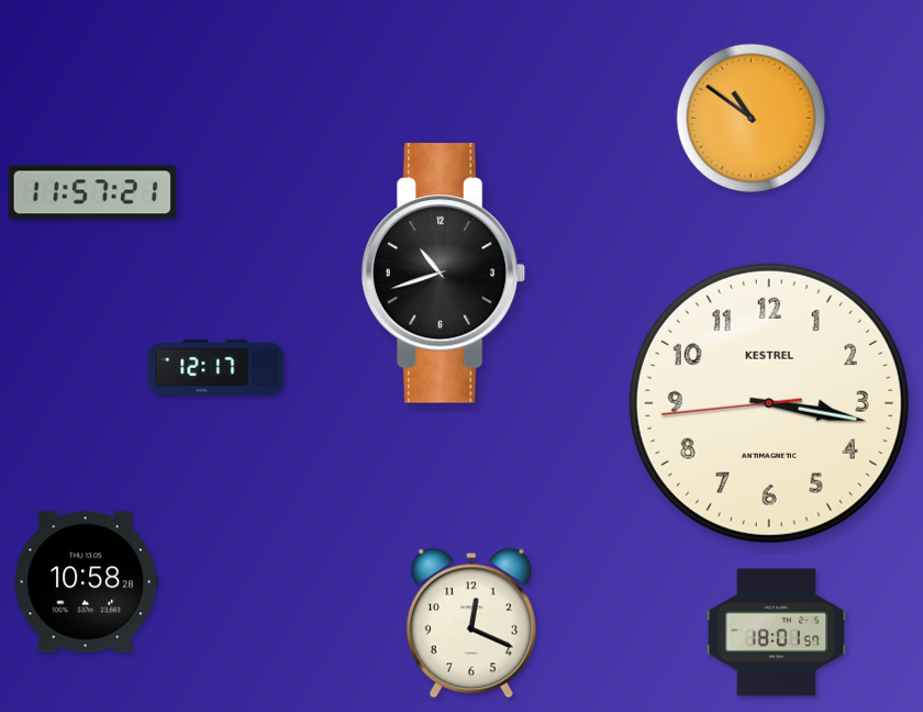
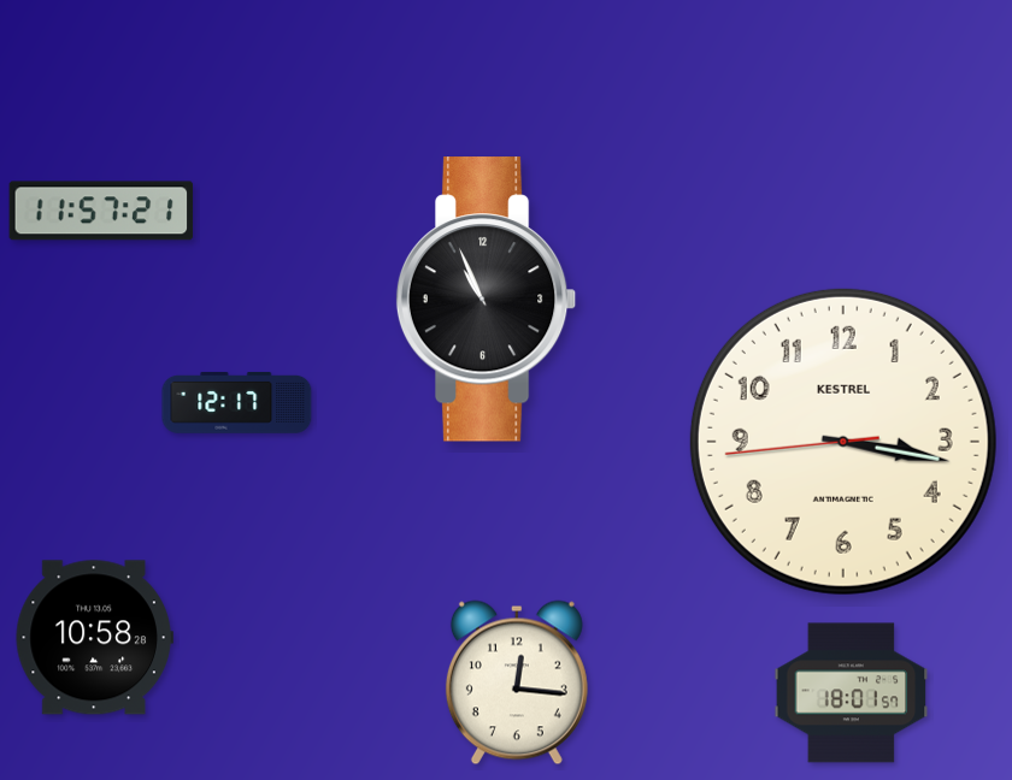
clock at (750, 118): 10:51 -> none
clock at (444, 274): 10:42 -> 10:56
clock at (471, 623): 12:19 -> 12:16
